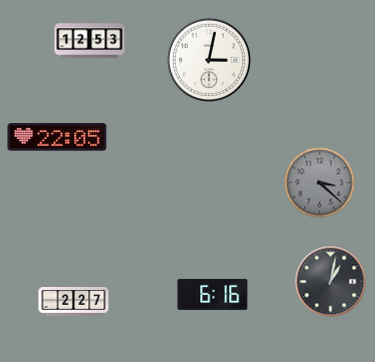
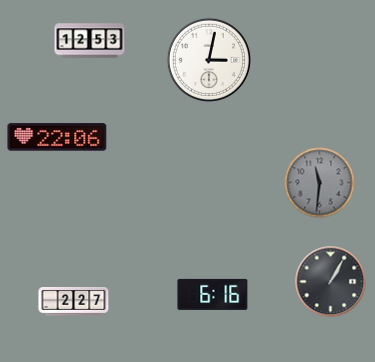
clock at (57, 137): 22:05 -> 22:06
clock at (320, 183): 3:22 -> 11:31
clock at (331, 282): 1:02 -> 1:05
